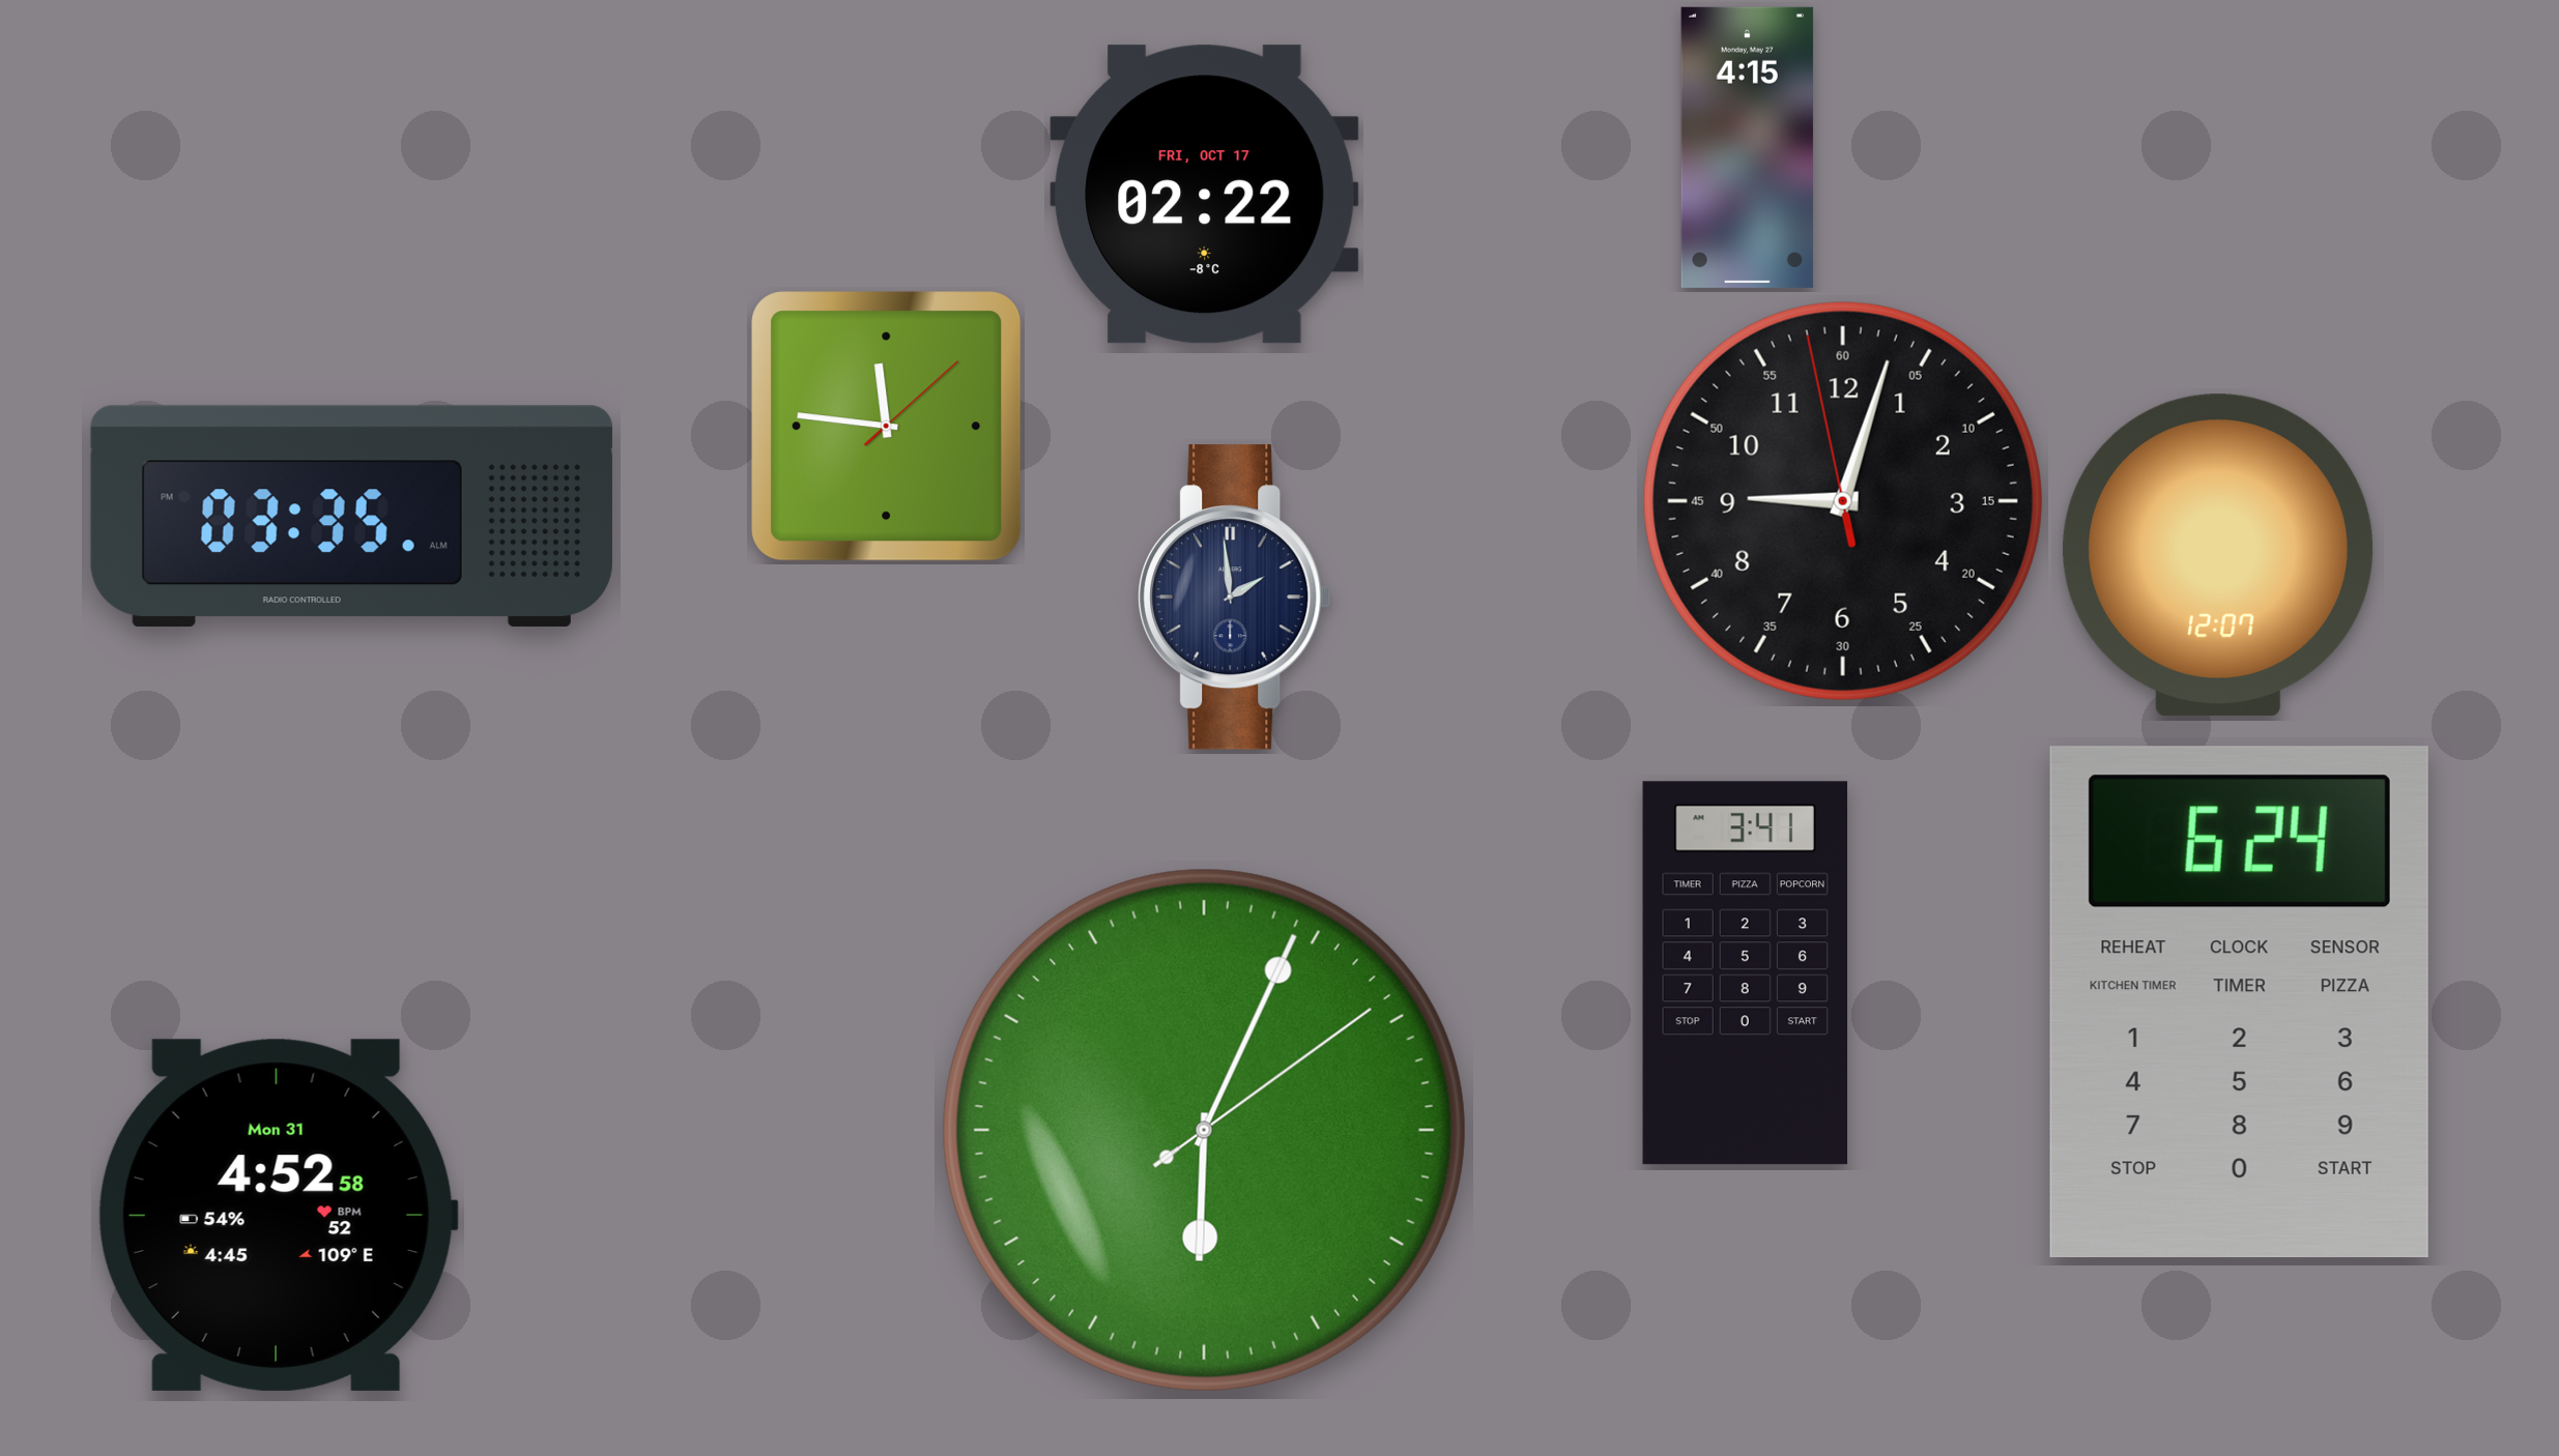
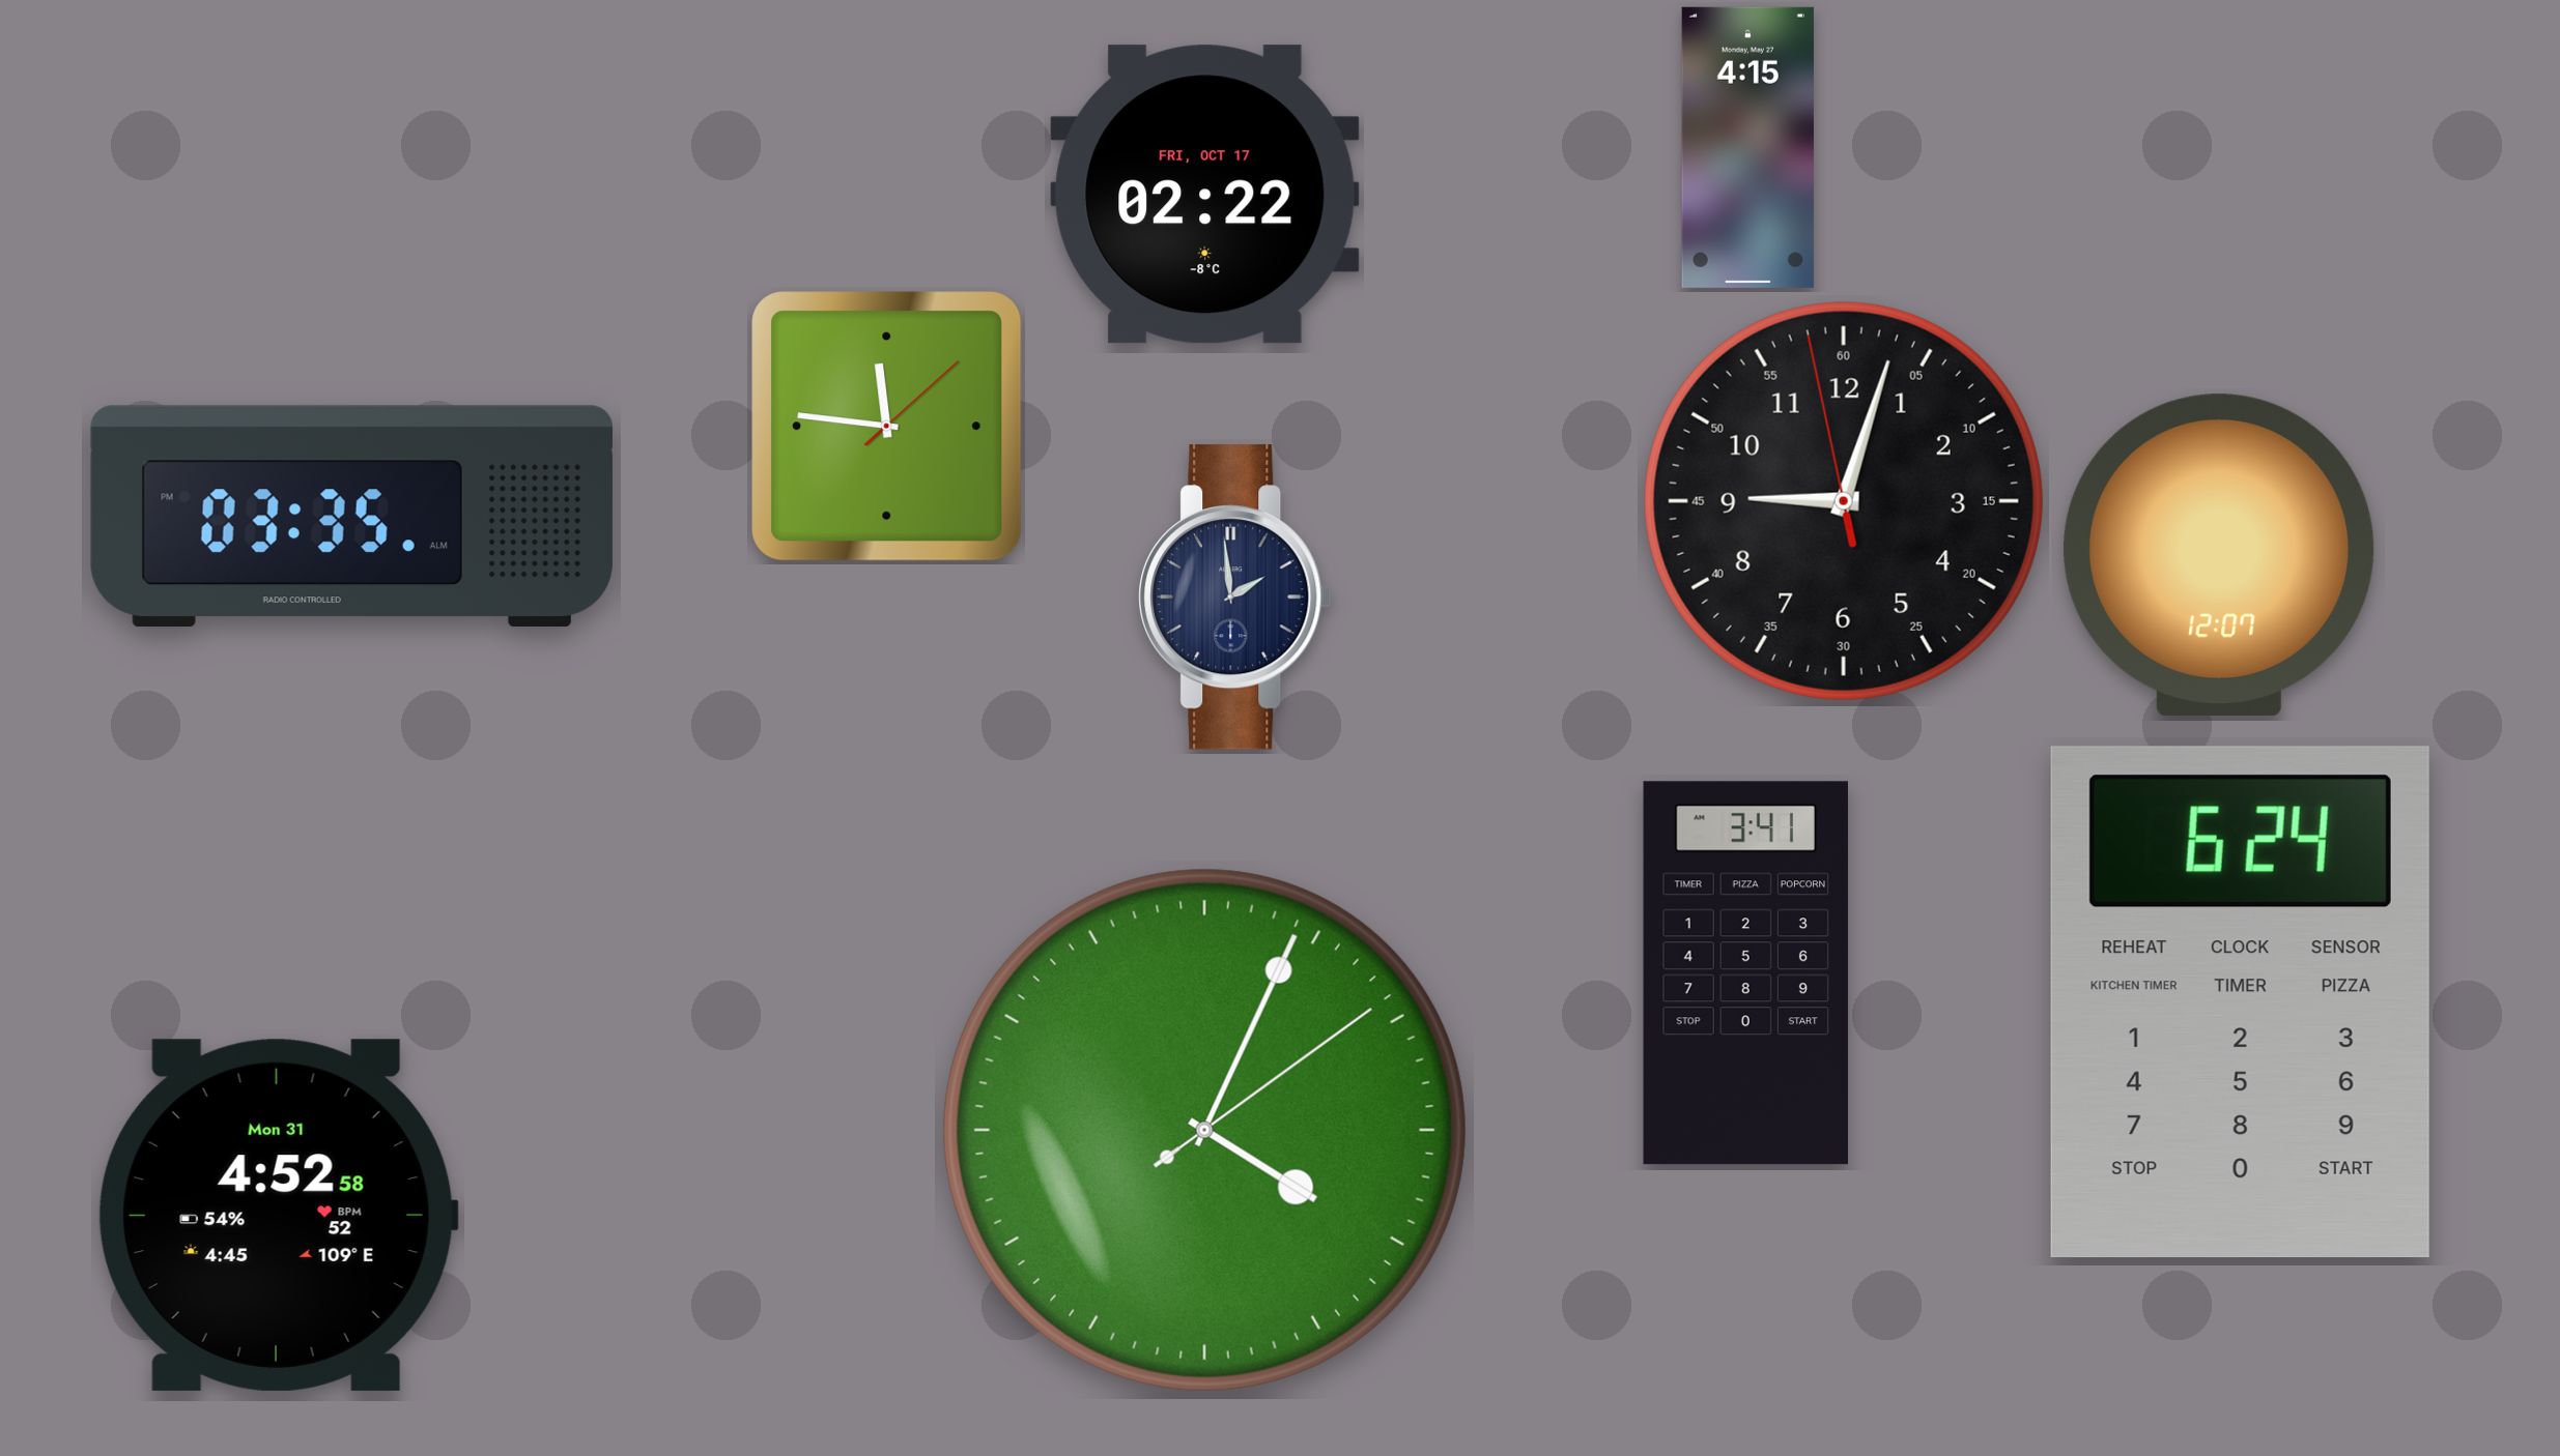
clock at (1204, 1130): 6:04 -> 4:04
